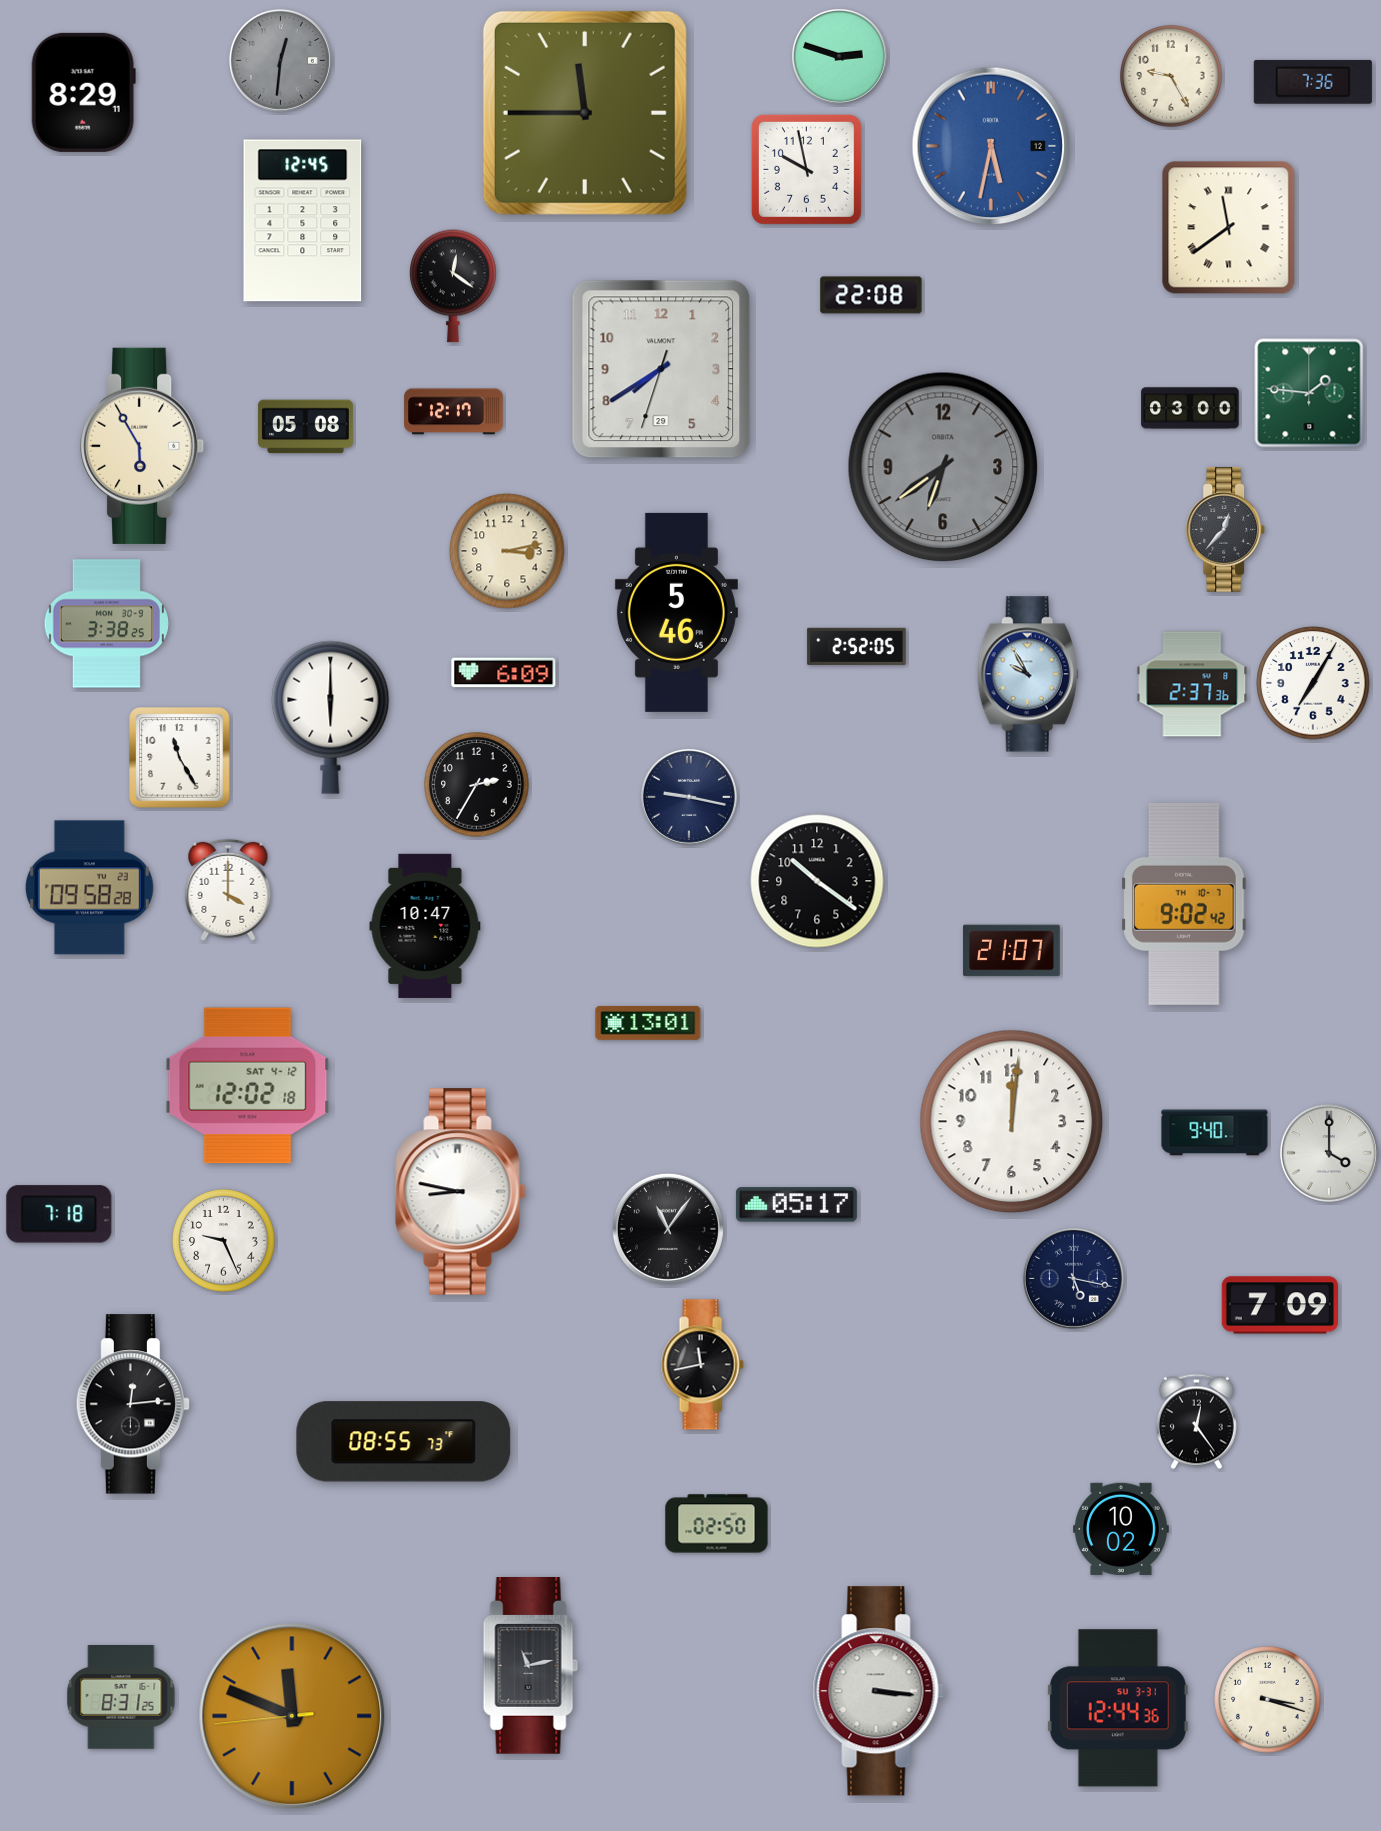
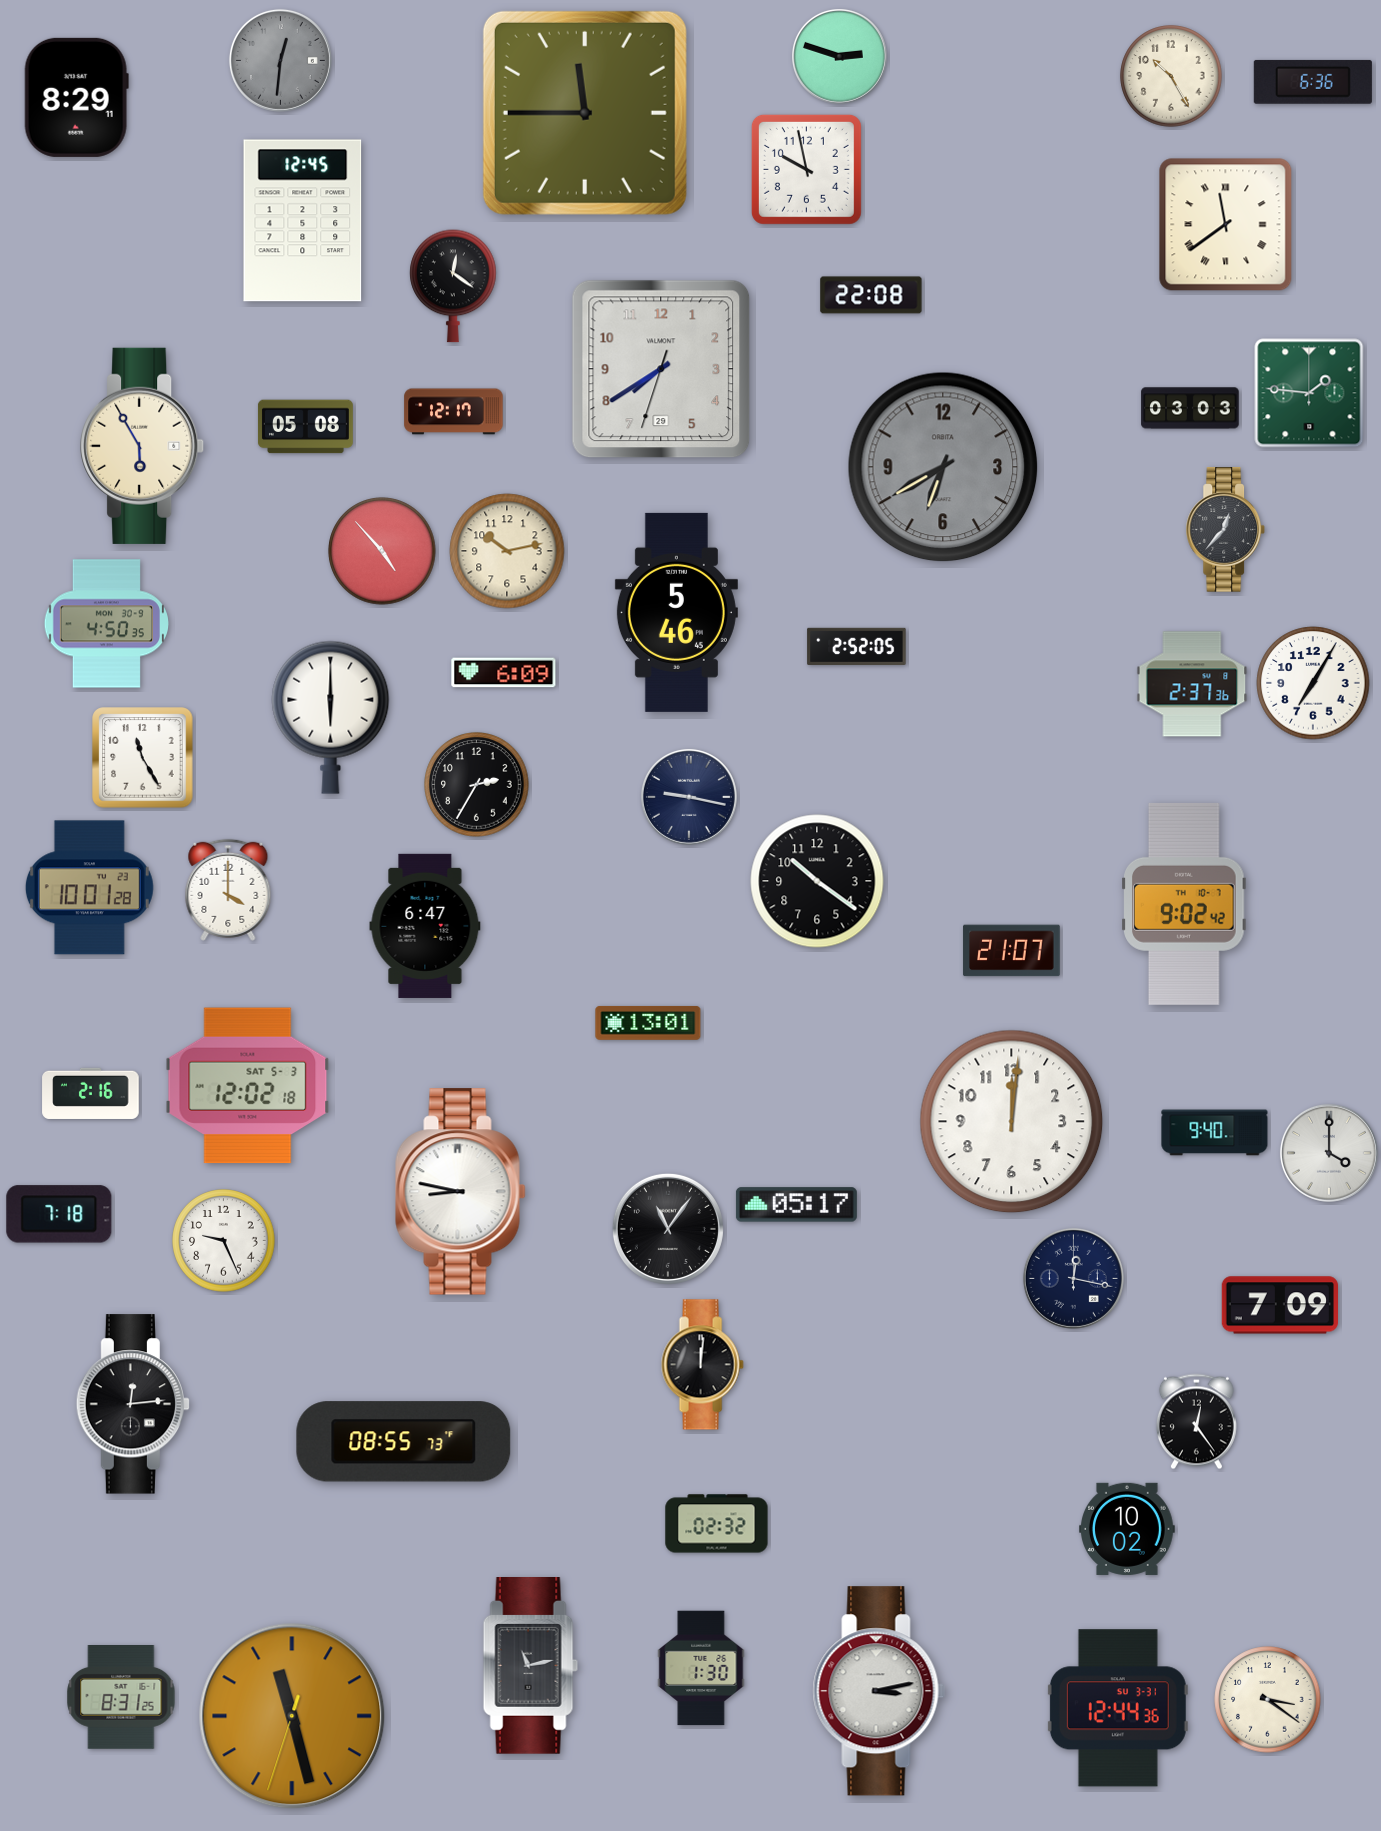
clock at (1171, 76): 9:25 -> 10:25
clock at (1313, 82): 7:36 -> 6:36
clock at (83, 92) position: (83, 92) -> (76, 97)
clock at (991, 146): 5:32 -> none
clock at (1229, 228) position: (1229, 228) -> (1226, 225)
clock at (1190, 408): 03:00 -> 03:03
clock at (943, 467): 6:39 -> 6:40
clock at (382, 551): none -> 4:53
clock at (507, 551): 3:13 -> 10:13
clock at (106, 624): 3:38 -> 4:50
clock at (1028, 674): 9:55 -> none
clock at (180, 758) position: (180, 758) -> (143, 758)
clock at (89, 888): 09:58 -> 10:01
clock at (425, 926): 10:47 -> 6:47
clock at (248, 1086) date: SAT 4-12 -> SAT 5-3
clock at (91, 1093): none -> 2:16
clock at (1073, 1278): 5:17 -> 12:17
clock at (702, 1365): 11:43 -> 12:01
clock at (717, 1524): 02:50 -> 02:32
clock at (1122, 1529) position: (1122, 1529) -> (1128, 1529)
clock at (701, 1668): none -> 1:30
clock at (879, 1691): 3:16 -> 3:13
clock at (1268, 1700): 3:18 -> 3:21
clock at (292, 1716): 11:48 -> 11:27
